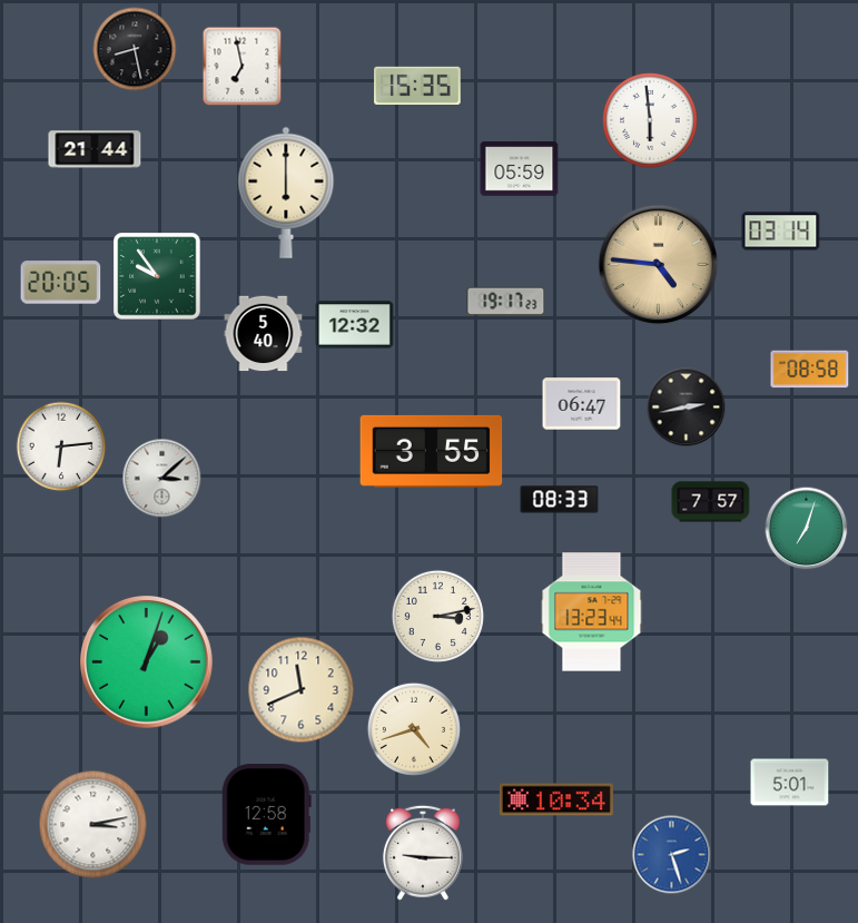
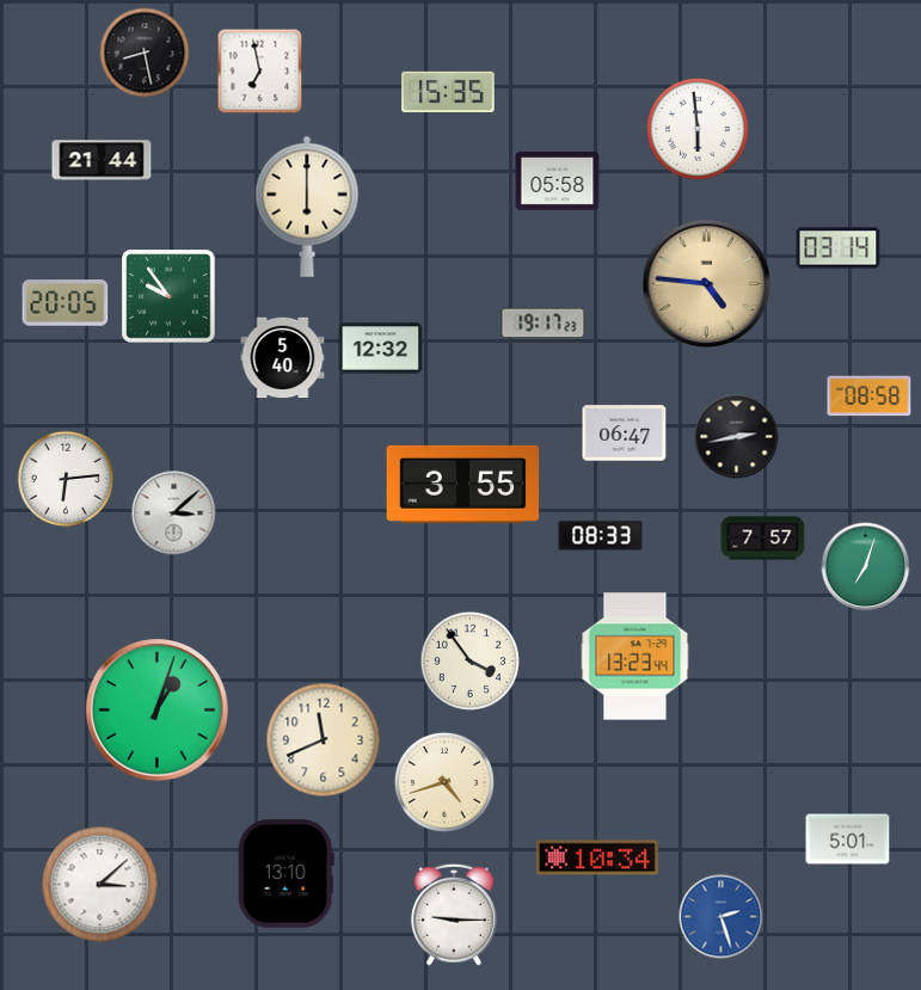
clock at (520, 169): 05:59 -> 05:58
clock at (437, 616): 3:13 -> 3:54
clock at (266, 815): 12:58 -> 13:10
clock at (93, 825): 3:13 -> 3:08
